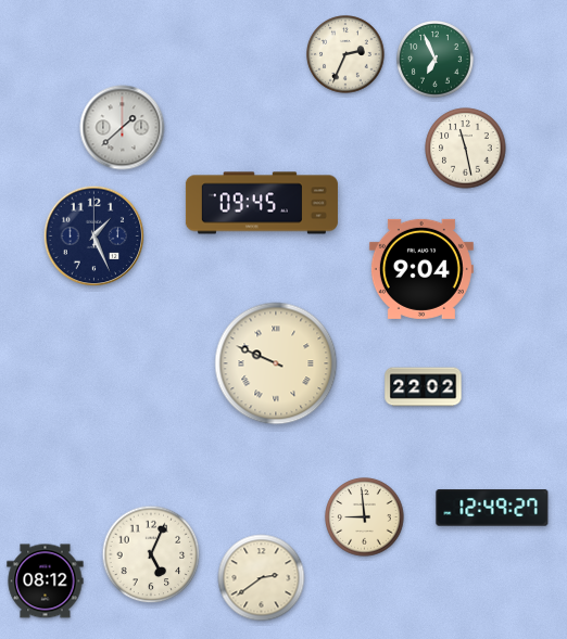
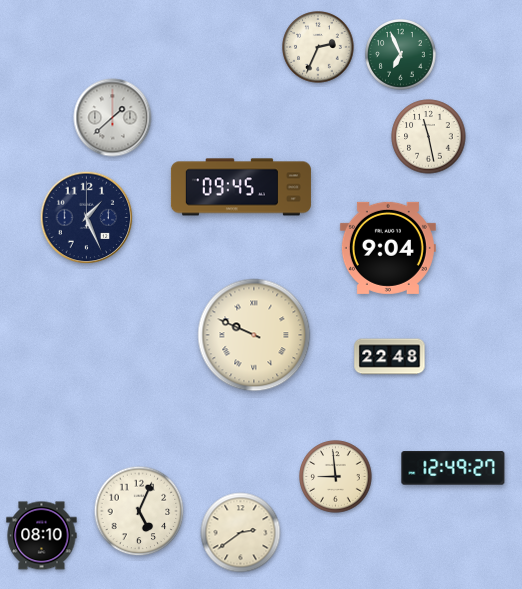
clock at (345, 54) position: (345, 54) -> (318, 47)
clock at (424, 387): 22:02 -> 22:48
clock at (46, 582): 08:12 -> 08:10
